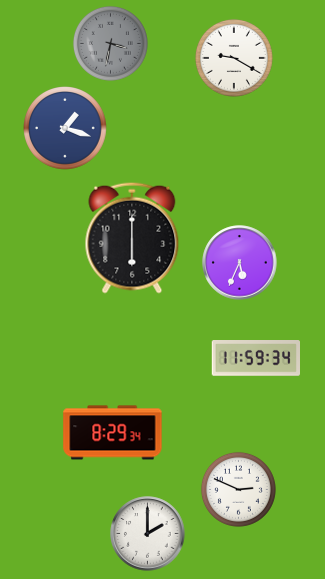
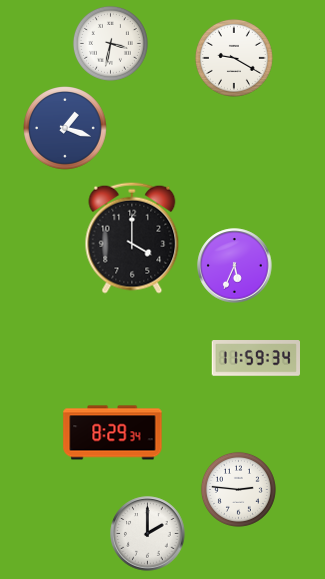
clock at (110, 43) dial: grey -> white
clock at (132, 238): 6:00 -> 4:00
clock at (240, 263) position: (240, 263) -> (235, 266)
clock at (238, 489): 2:49 -> 2:46
